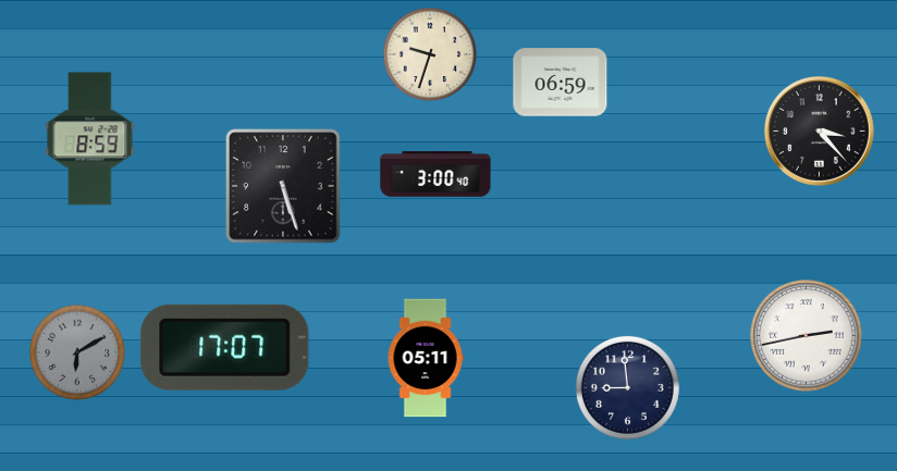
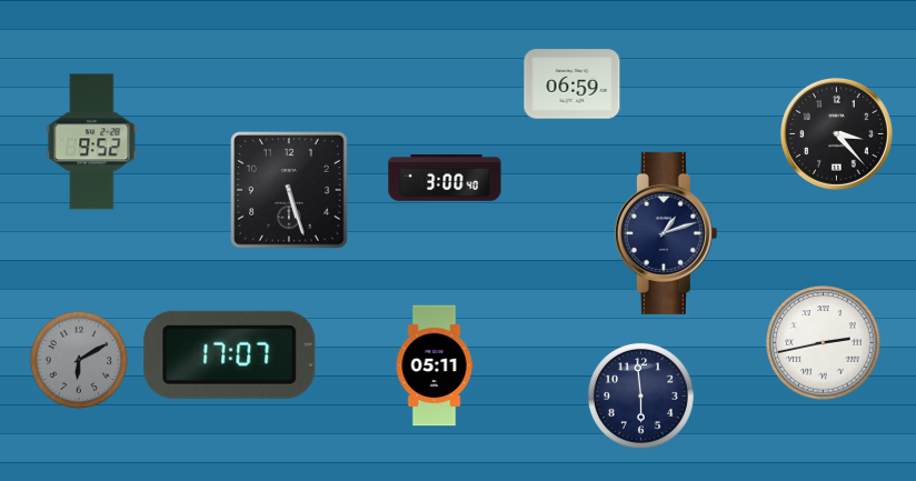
clock at (430, 54): 9:33 -> none
clock at (90, 139): 8:59 -> 9:52
clock at (666, 233): none -> 1:12
clock at (627, 387): 8:59 -> 5:59
